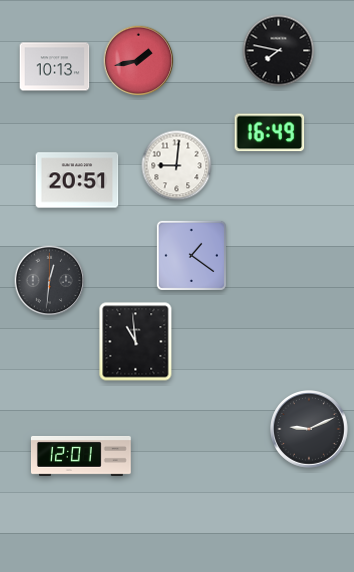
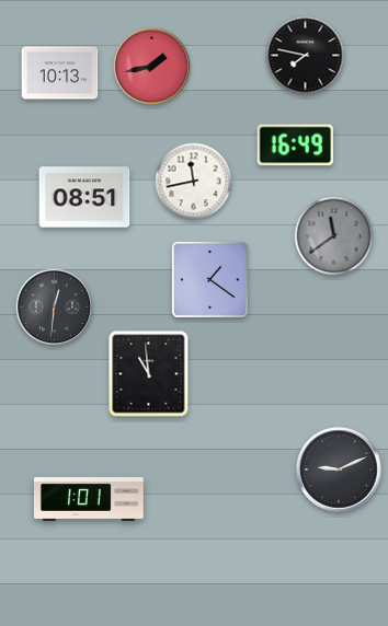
clock at (177, 166): 9:01 -> 11:43
clock at (77, 180): 20:51 -> 08:51
clock at (334, 236): none -> 11:39
clock at (81, 456): 12:01 -> 1:01
